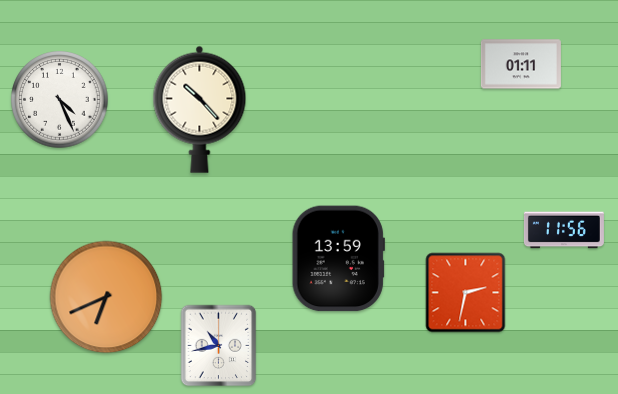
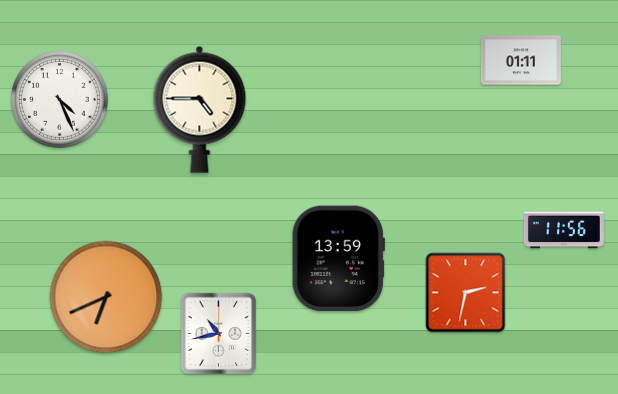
clock at (521, 64) position: (521, 64) -> (521, 60)
clock at (200, 109): 10:23 -> 4:45
clock at (219, 346) position: (219, 346) -> (219, 334)
